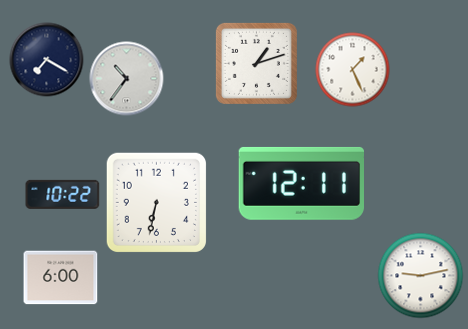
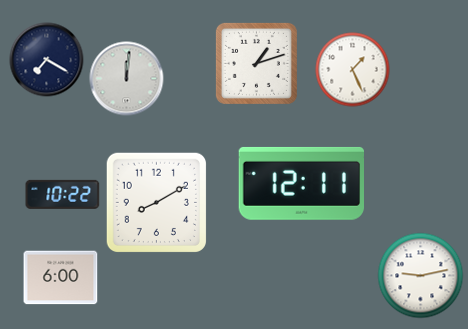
clock at (127, 79): 10:36 -> 12:01
clock at (156, 202): 6:32 -> 8:10
